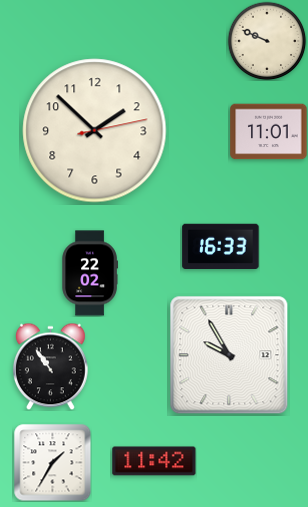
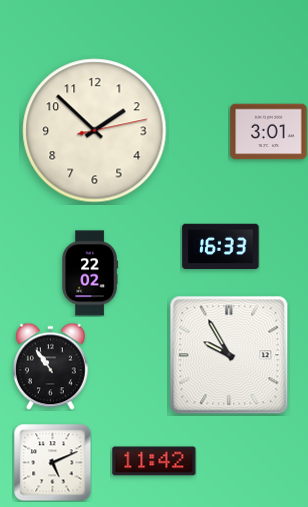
clock at (267, 41): 9:49 -> none
clock at (269, 132): 11:01 -> 3:01
clock at (52, 463): 1:35 -> 5:11
